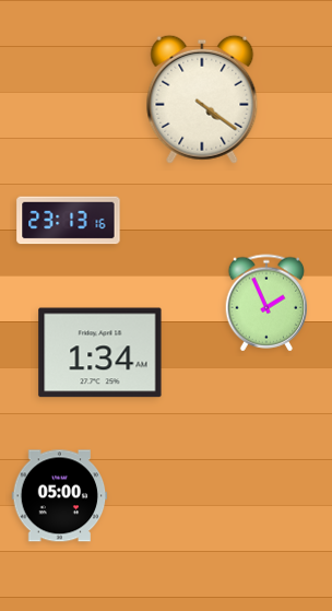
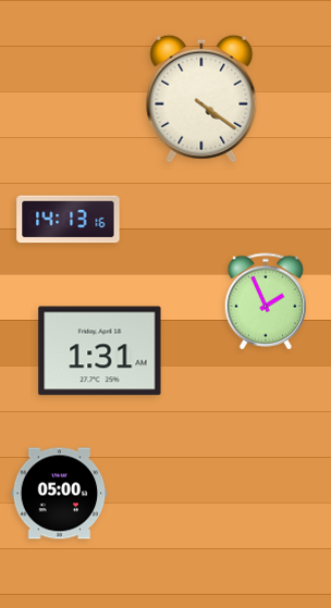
clock at (69, 221): 23:13 -> 14:13
clock at (100, 353): 1:34 -> 1:31
